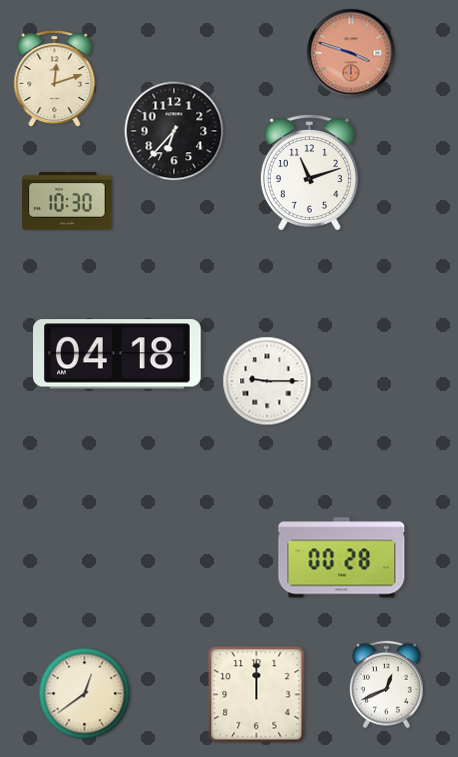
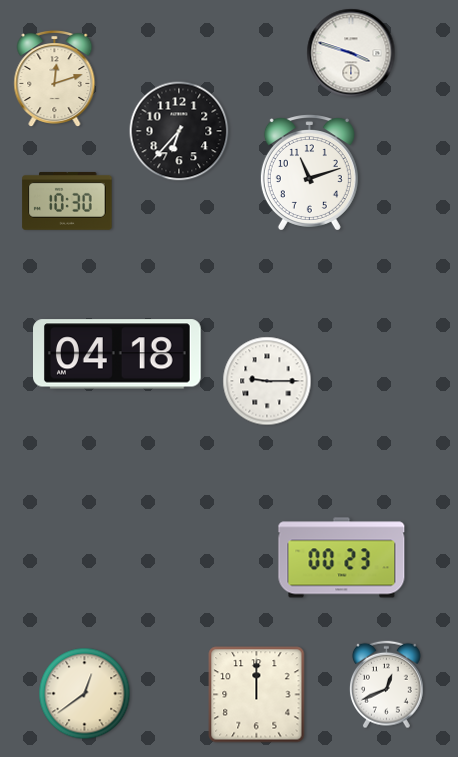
clock at (351, 53) dial: salmon -> white
clock at (174, 131) position: (174, 131) -> (179, 131)
clock at (342, 558): 00:28 -> 00:23
